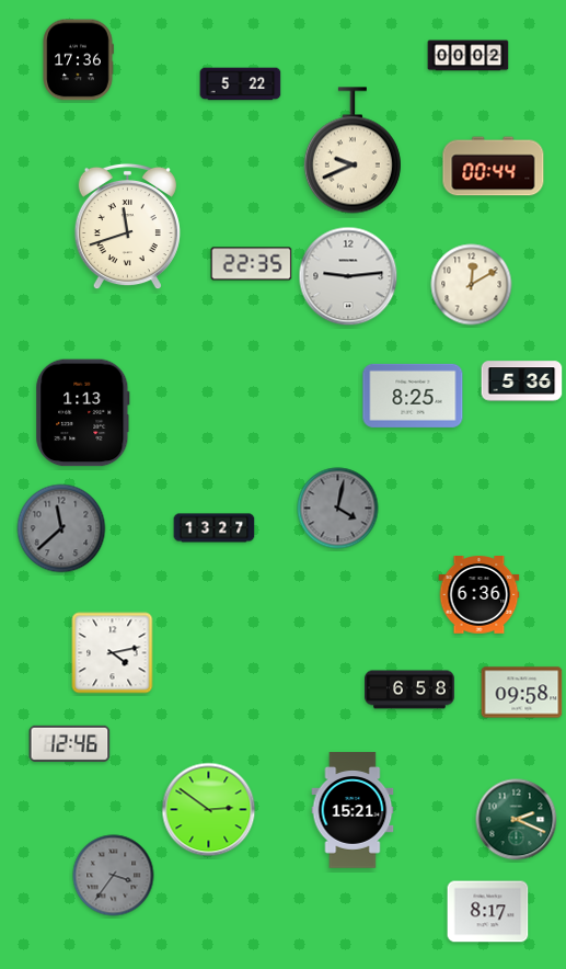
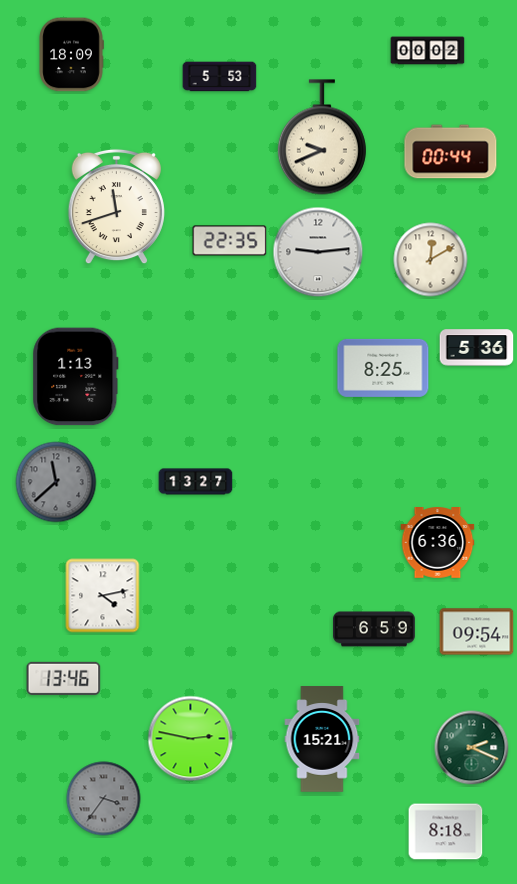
clock at (78, 60): 17:36 -> 18:09
clock at (241, 84): 5:22 -> 5:53
clock at (413, 396) position: (413, 396) -> (383, 368)
clock at (338, 509): 4:02 -> none
clock at (409, 689): 6:58 -> 6:59
clock at (522, 693): 09:58 -> 09:54
clock at (70, 743): 12:46 -> 13:46
clock at (209, 810): 2:51 -> 2:47
clock at (488, 912): 8:17 -> 8:18
